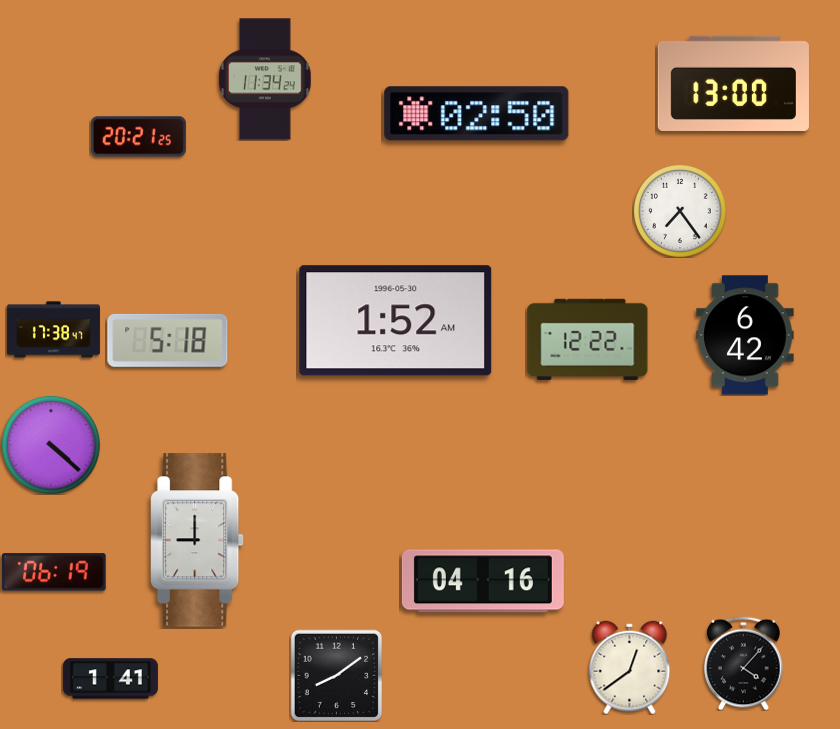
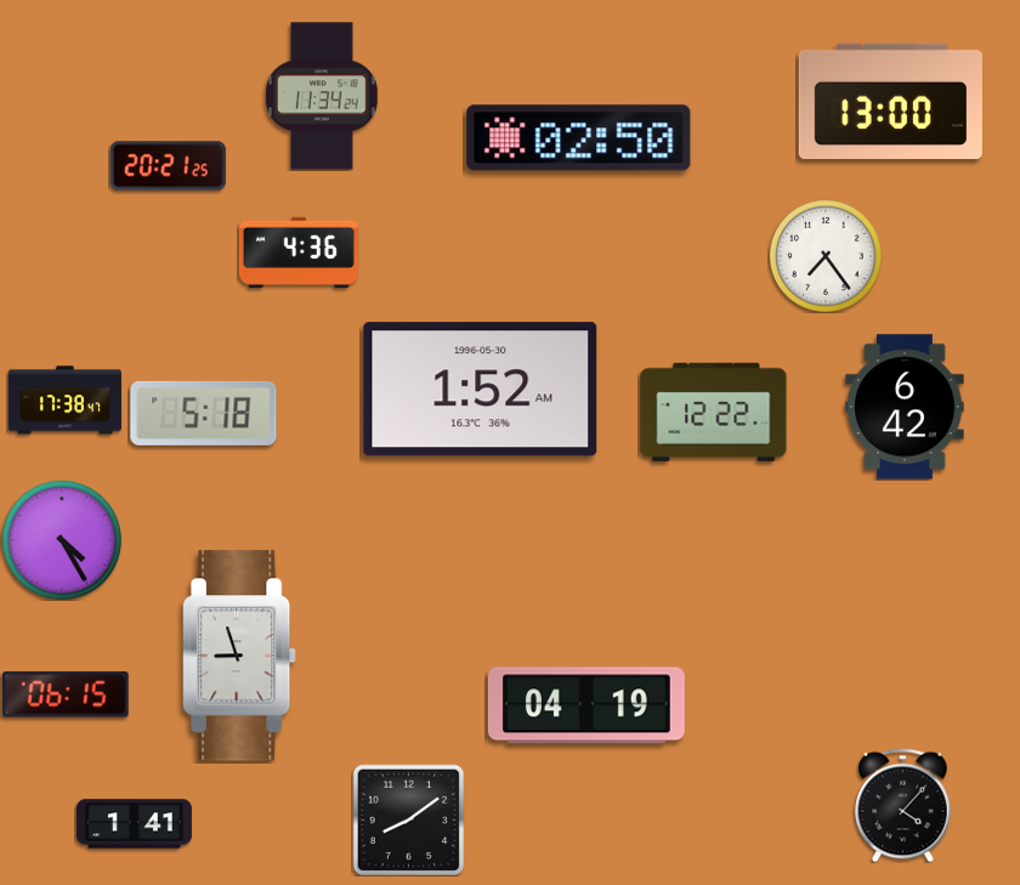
clock at (299, 251): none -> 4:36
clock at (51, 445): 4:22 -> 4:25
clock at (198, 540): 9:00 -> 8:57
clock at (54, 572): 06:19 -> 06:15
clock at (483, 581): 04:16 -> 04:19
clock at (630, 667): 12:39 -> none
